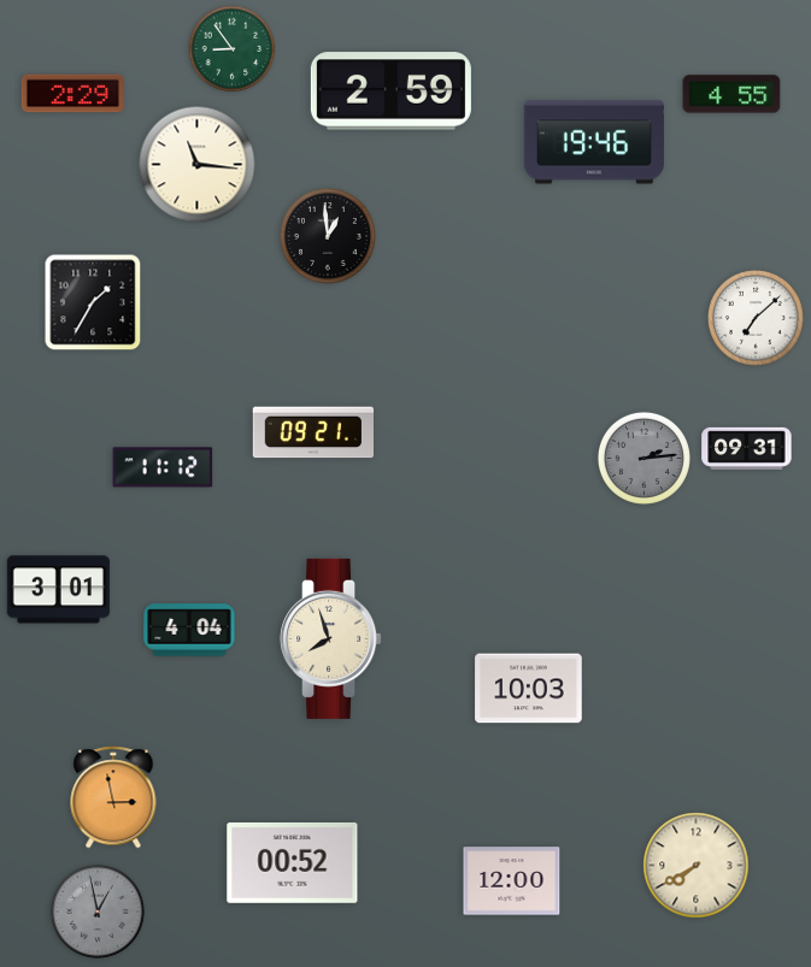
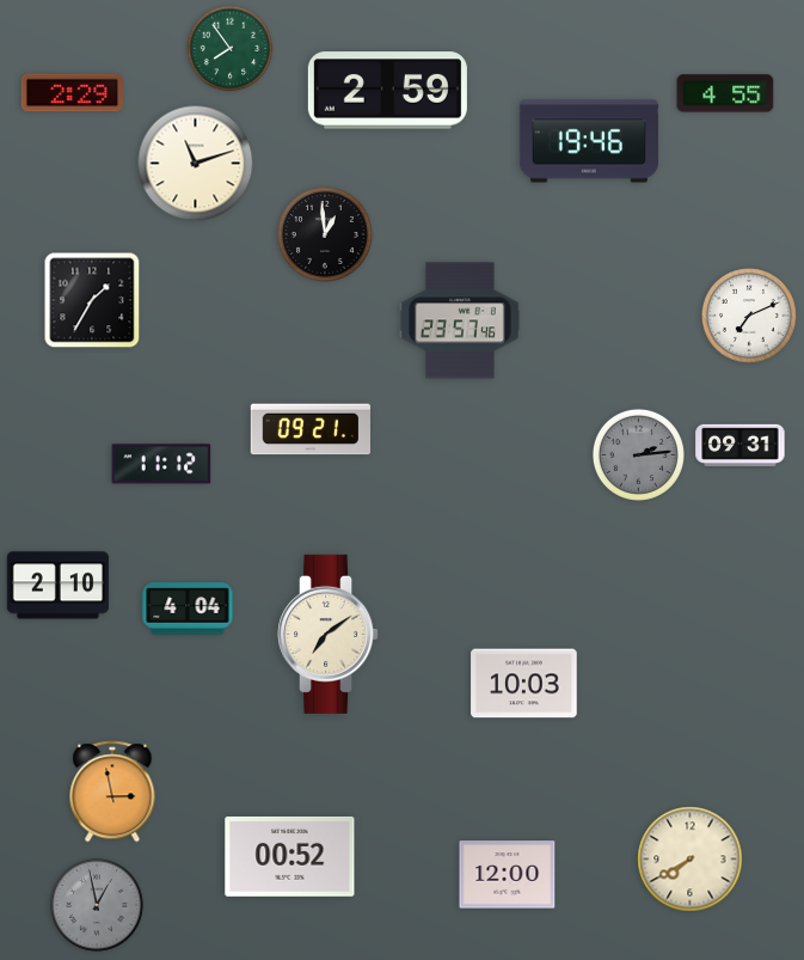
clock at (233, 49): 8:54 -> 7:54
clock at (198, 165): 11:16 -> 11:12
clock at (757, 319): 7:08 -> 7:11
clock at (460, 320): none -> 23:57
clock at (58, 590): 3:01 -> 2:10
clock at (189, 630) position: (189, 630) -> (188, 609)
clock at (331, 638): 7:57 -> 7:09
